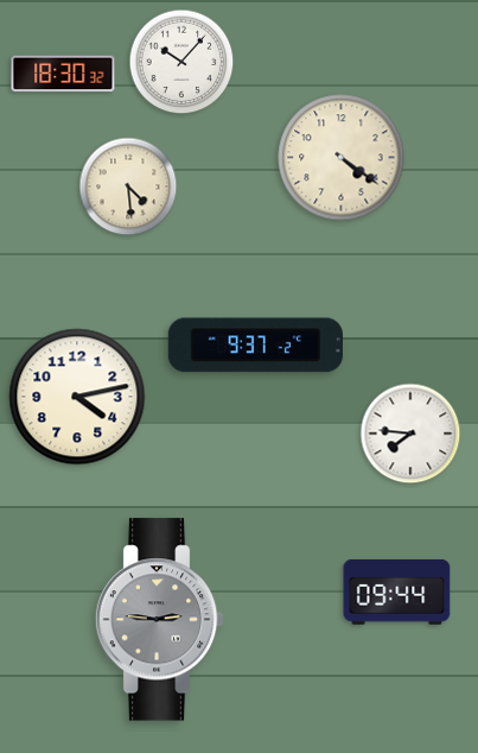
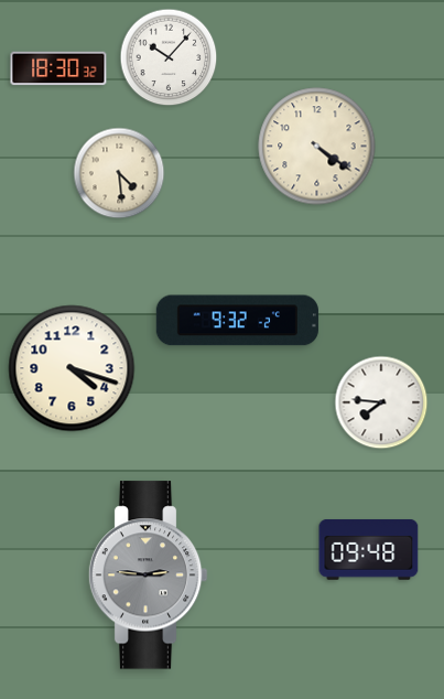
clock at (255, 346): 9:37 -> 9:32
clock at (77, 397): 4:13 -> 4:18
clock at (397, 593): 09:44 -> 09:48
